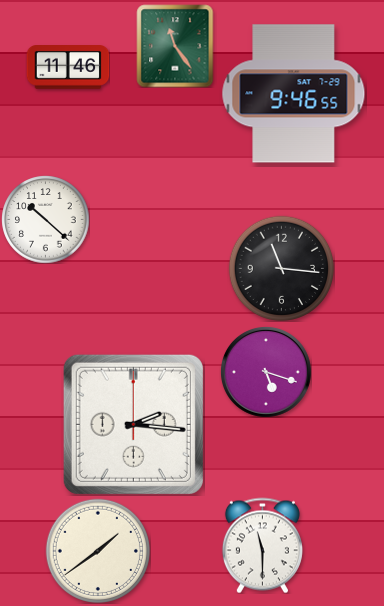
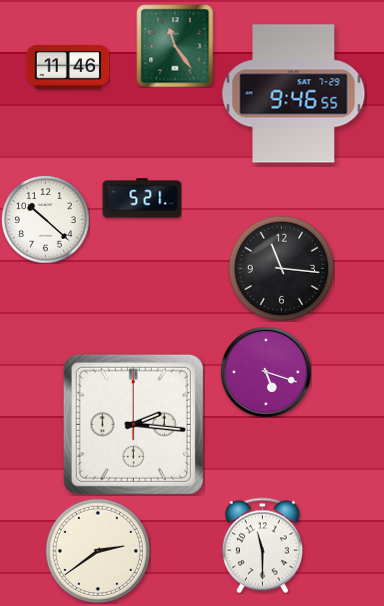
clock at (142, 198): none -> 5:21
clock at (97, 550): 1:39 -> 2:39
